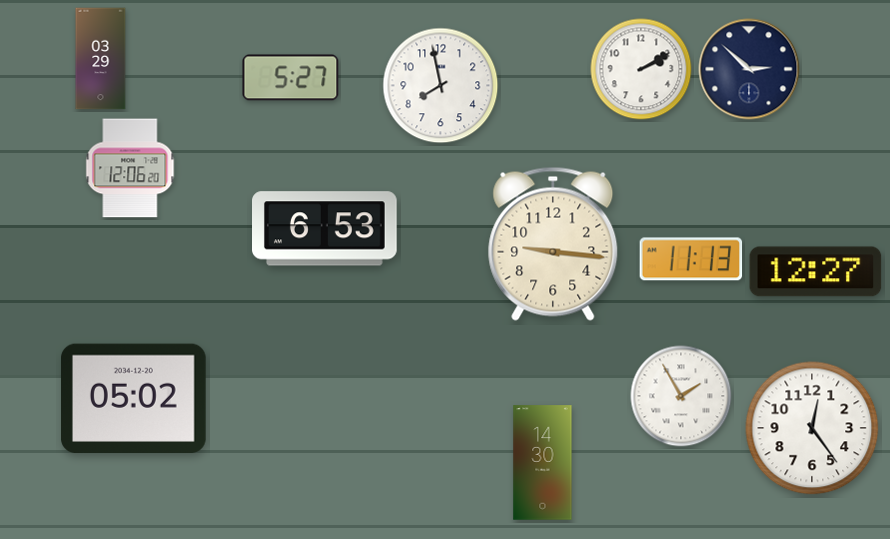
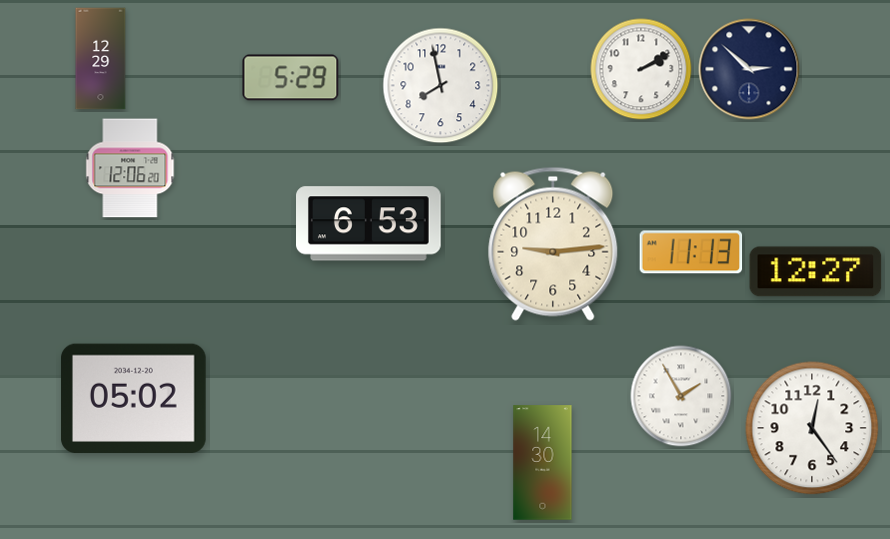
clock at (101, 59): 03:29 -> 12:29
clock at (291, 78): 5:27 -> 5:29
clock at (325, 229) position: (325, 229) -> (369, 224)
clock at (553, 244): 9:16 -> 9:14
clock at (691, 259) position: (691, 259) -> (691, 252)
